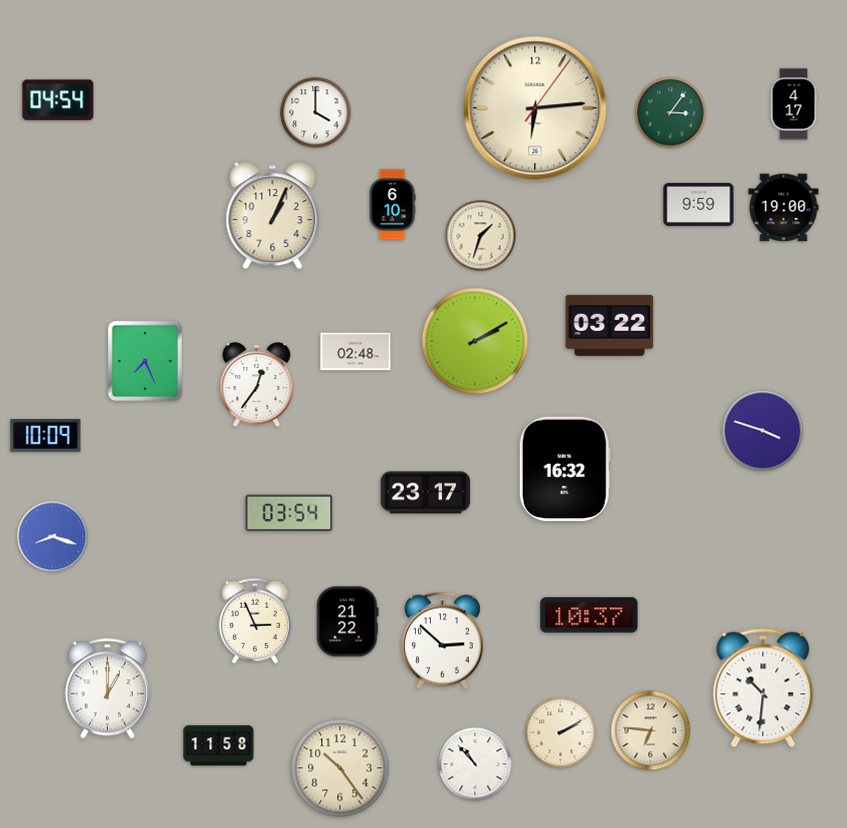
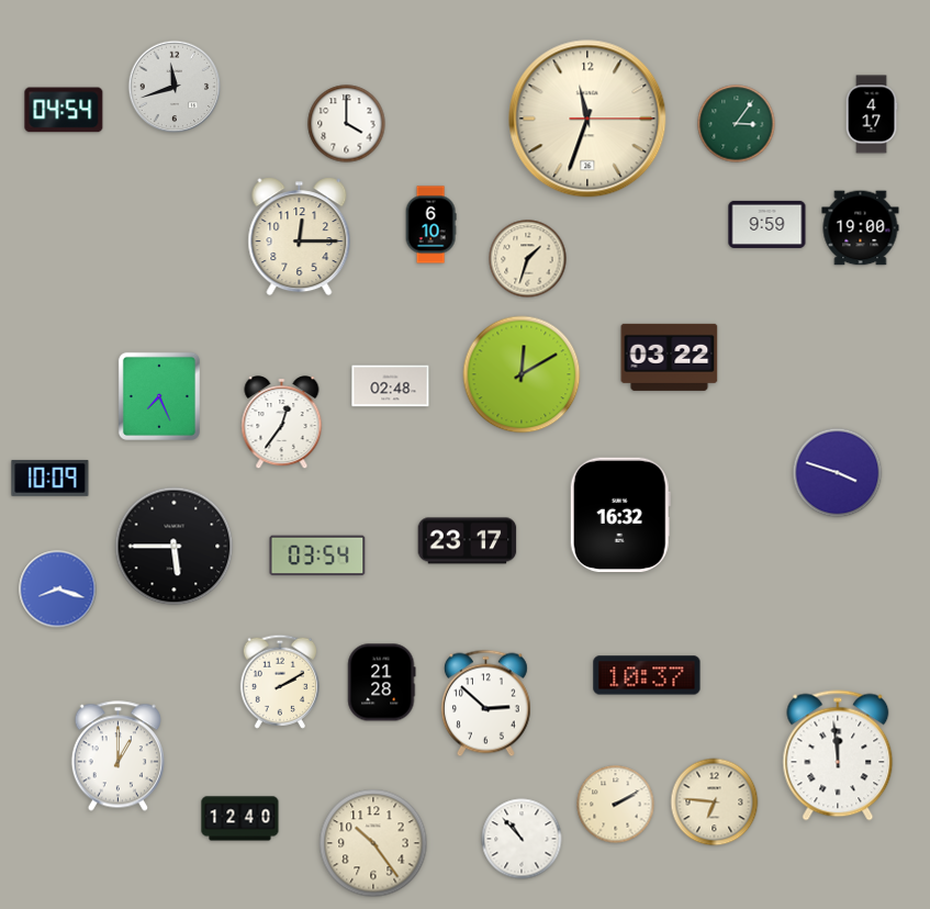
clock at (175, 87): none -> 11:42
clock at (535, 108): 6:14 -> 11:33
clock at (273, 216): 1:04 -> 12:15
clock at (475, 341): 2:10 -> 12:10
clock at (175, 547): none -> 5:45
clock at (289, 513) position: (289, 513) -> (317, 555)
clock at (255, 621): 2:56 -> 2:10
clock at (348, 622): 21:22 -> 21:28
clock at (763, 688): 10:31 -> 11:59
clock at (219, 746): 11:58 -> 12:40
